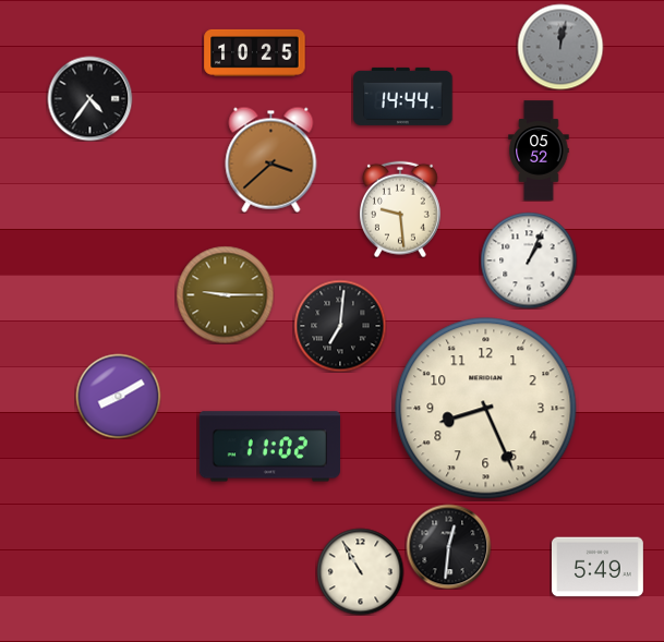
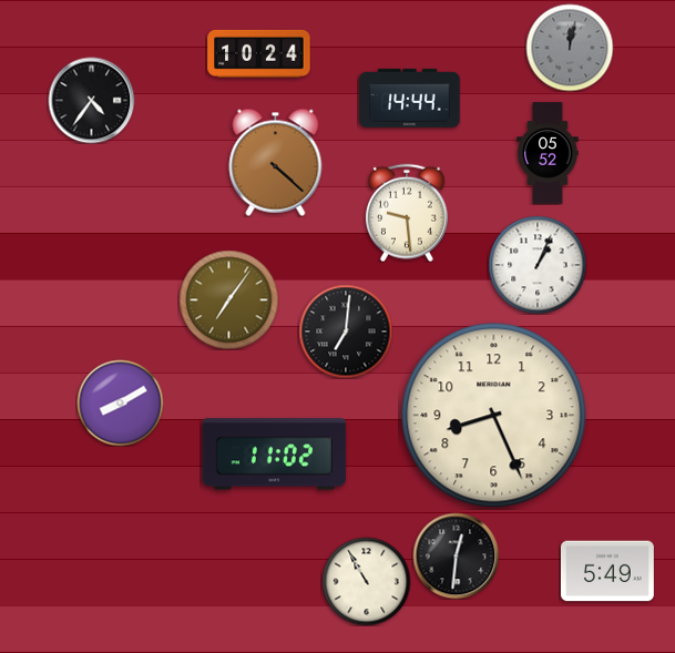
clock at (255, 52): 10:25 -> 10:24
clock at (271, 159): 3:38 -> 4:22
clock at (225, 294): 9:15 -> 7:06
clock at (597, 567) position: (597, 567) -> (607, 571)
